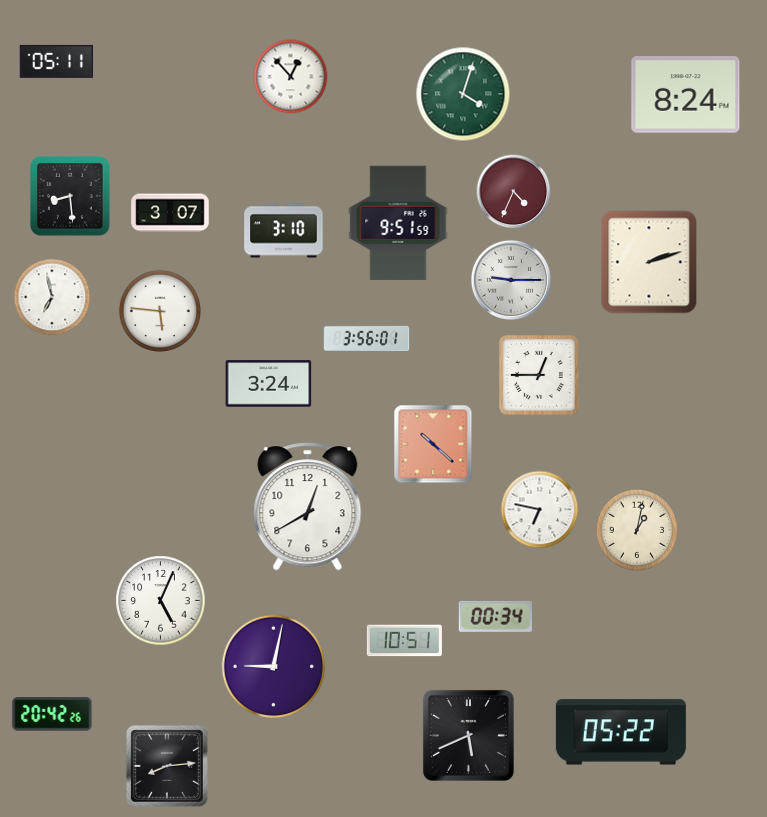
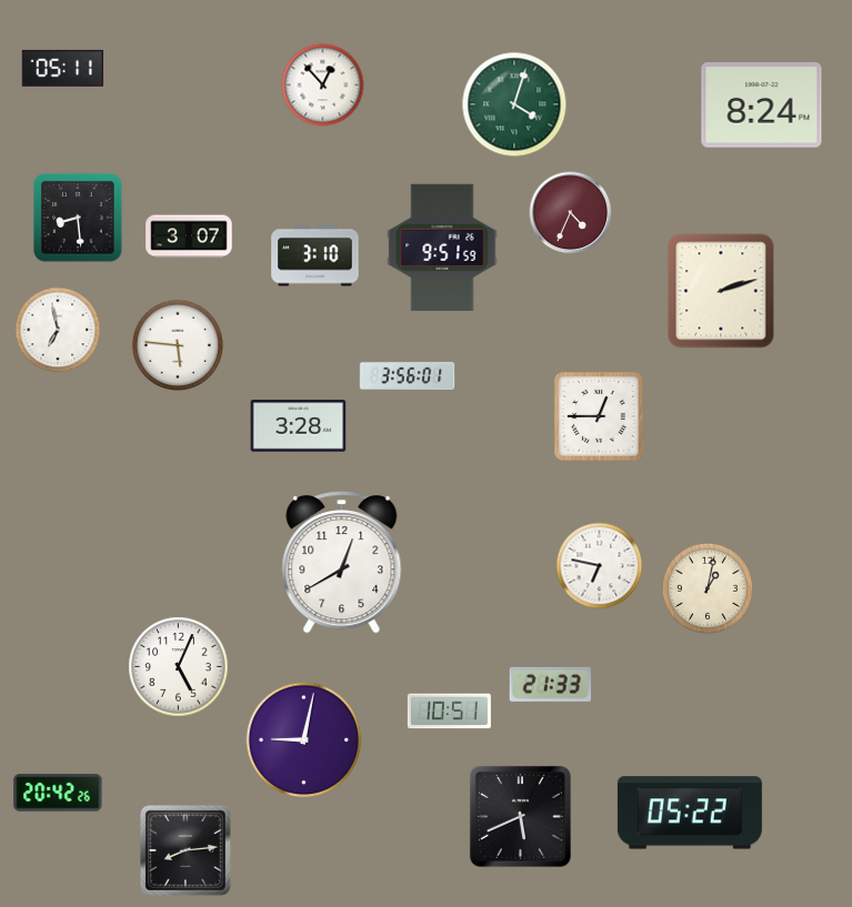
clock at (511, 280): 9:15 -> none
clock at (269, 384): 3:24 -> 3:28
clock at (433, 444): 10:22 -> none
clock at (495, 616): 00:34 -> 21:33
